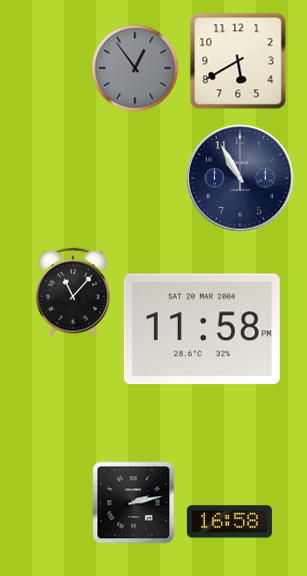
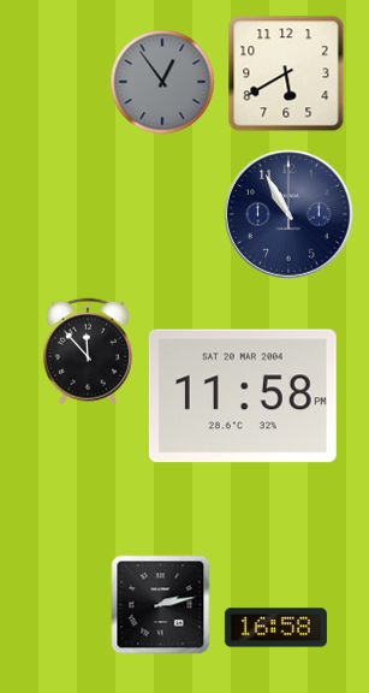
clock at (73, 292): 11:07 -> 11:53
